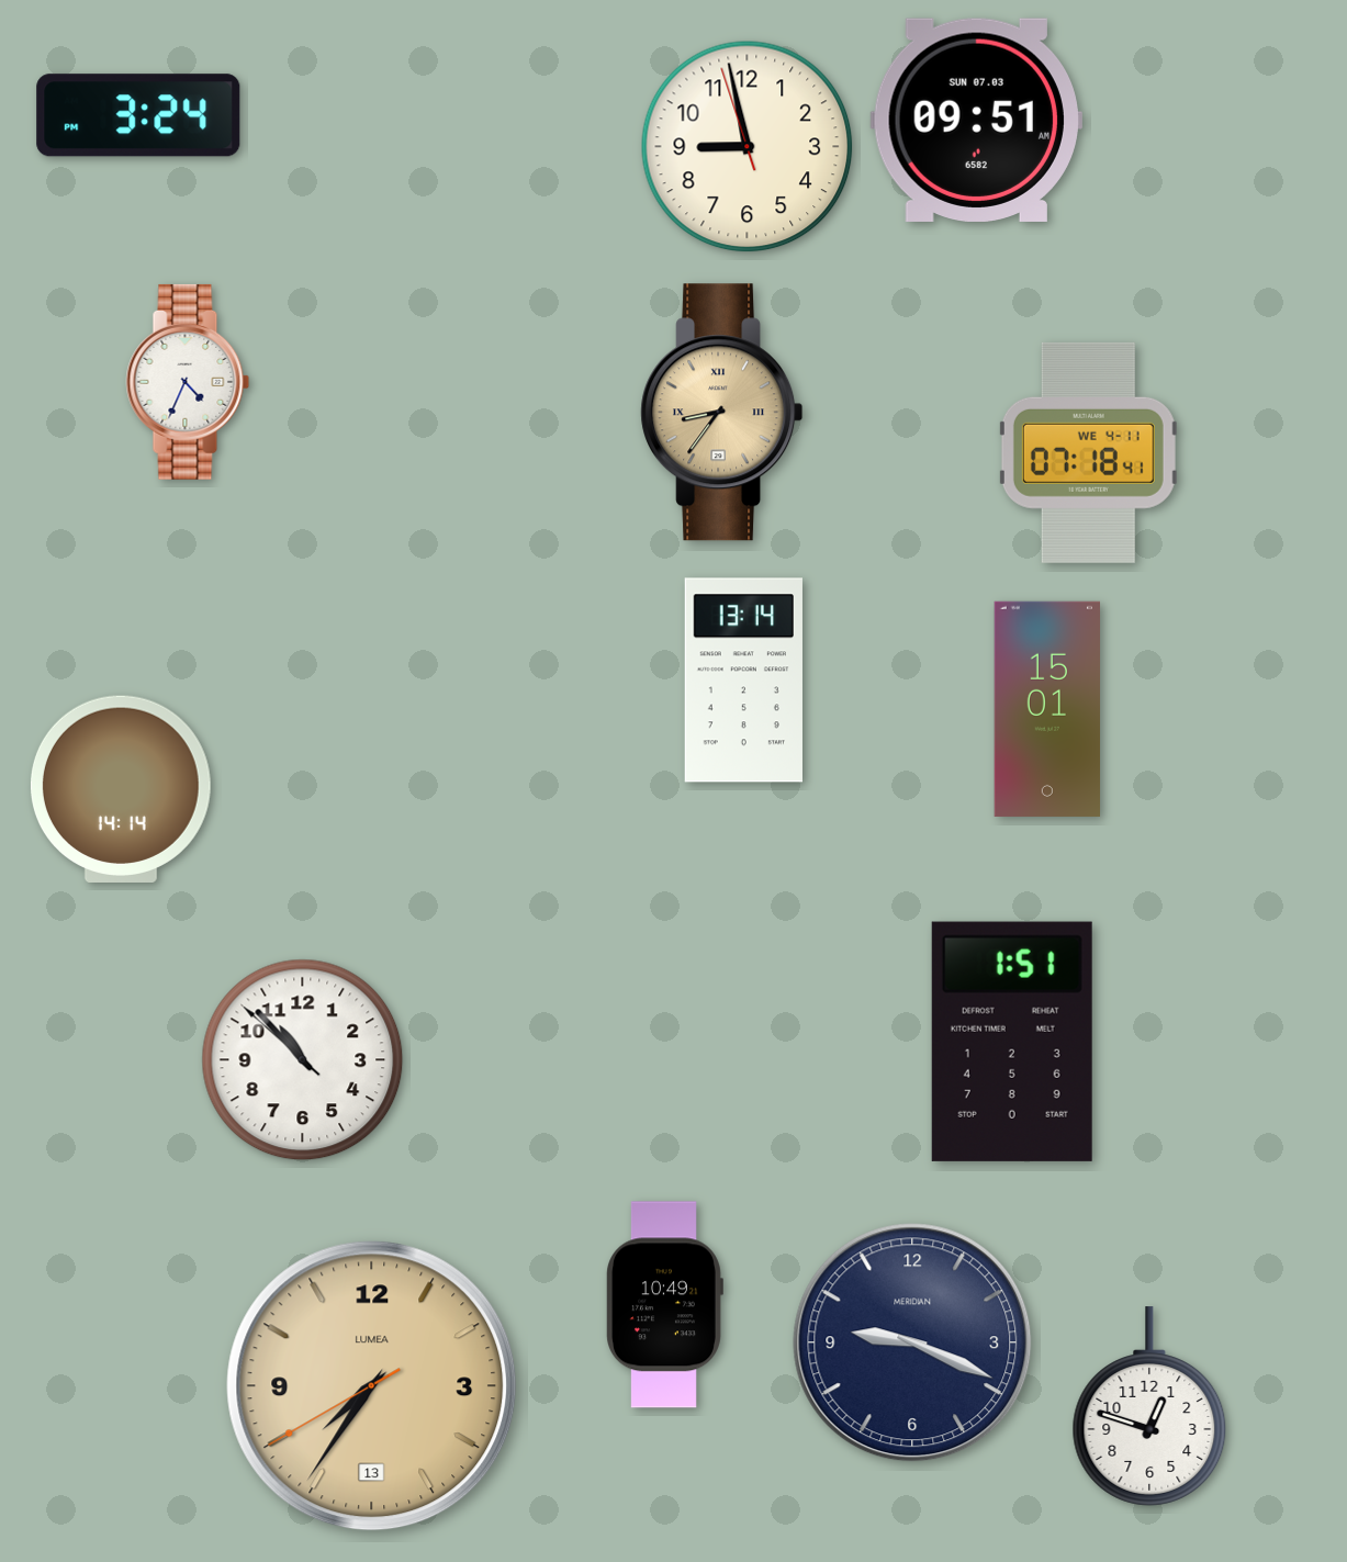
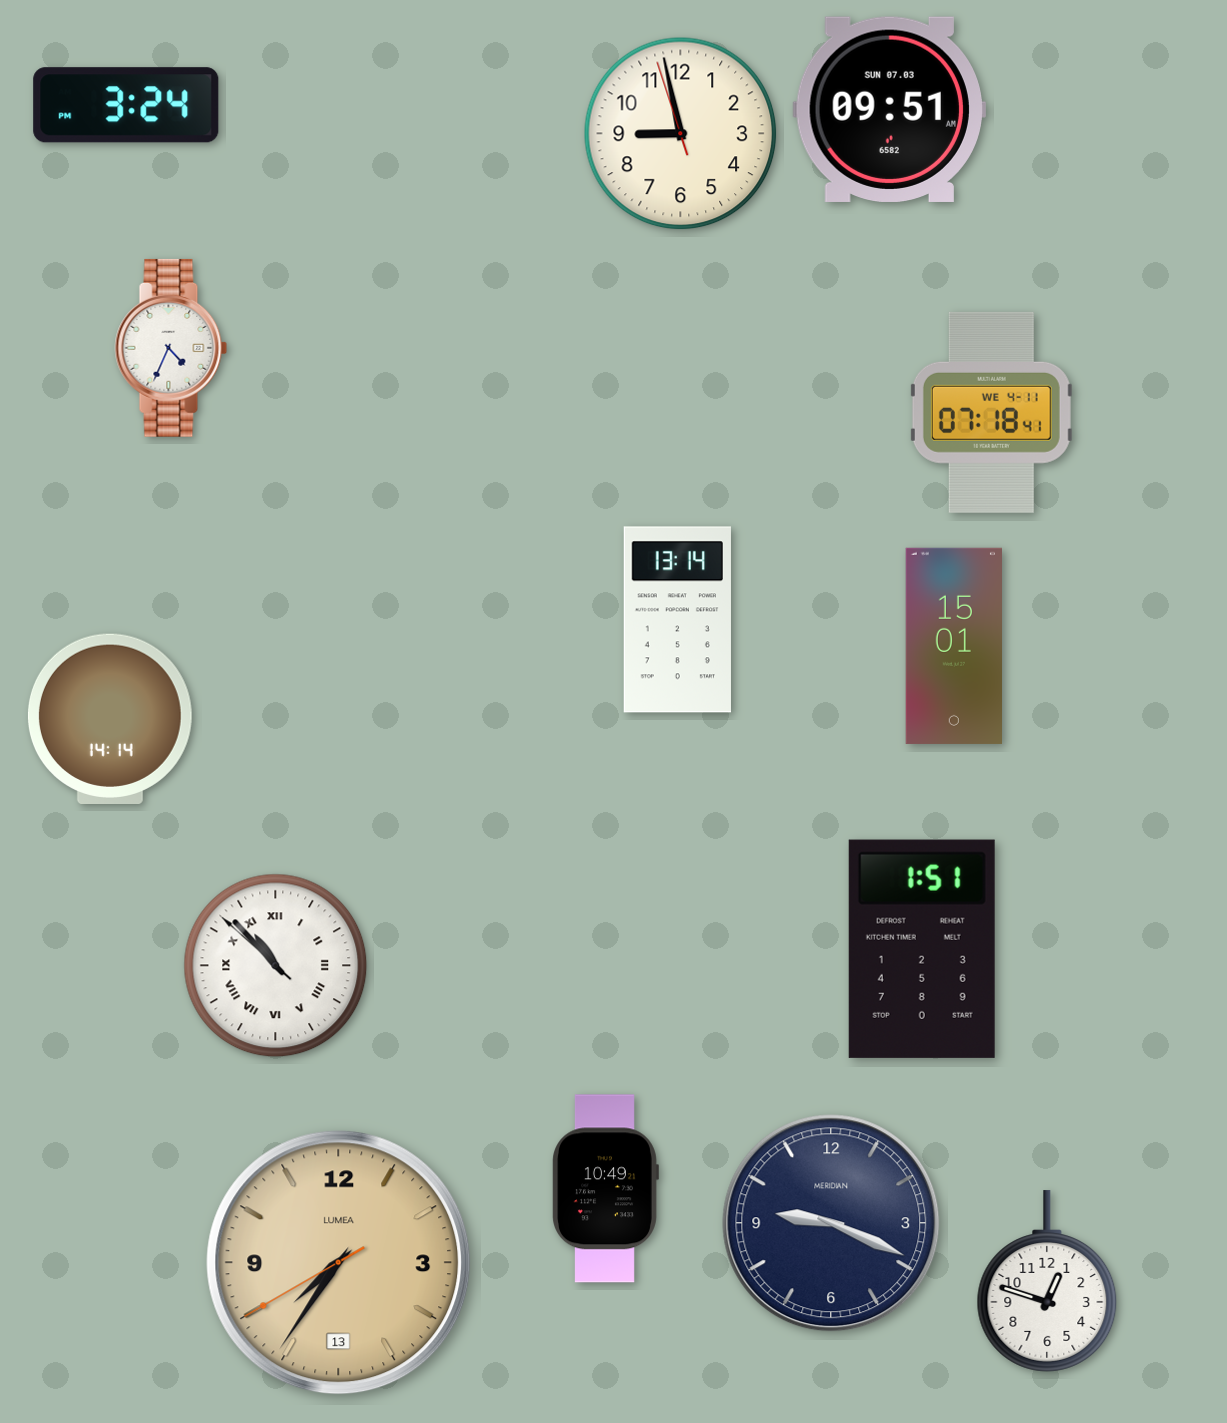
clock at (722, 413): 8:36 -> none
clock at (303, 1060) numerals: Arabic -> Roman
